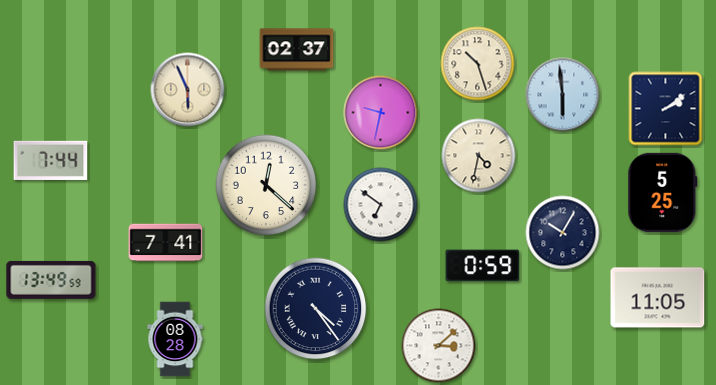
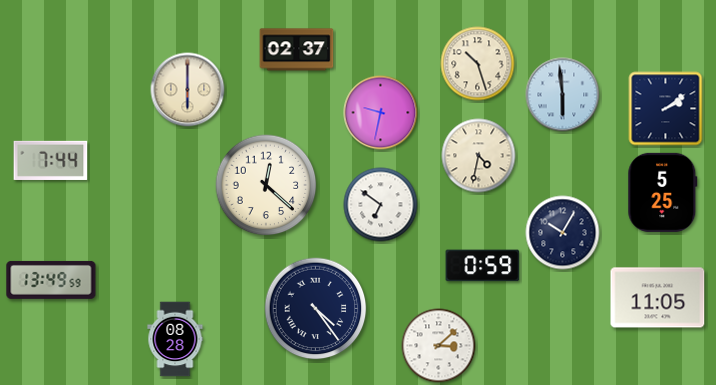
clock at (188, 90): 5:56 -> 6:00
clock at (166, 243): 7:41 -> none
